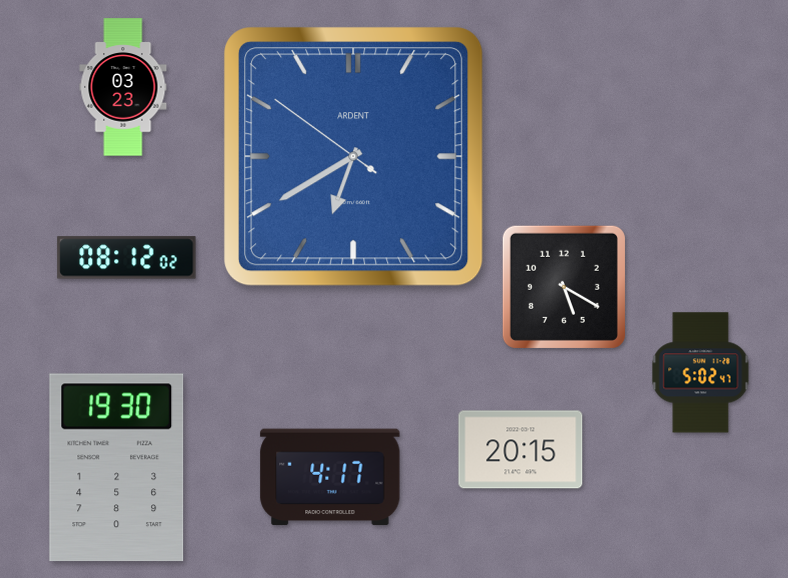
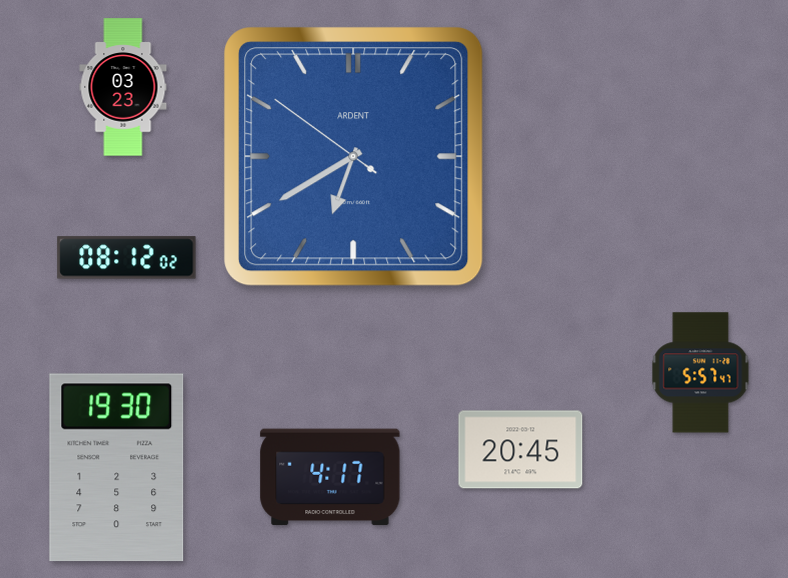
clock at (564, 287): 5:20 -> none
clock at (701, 373): 5:02 -> 5:57
clock at (521, 450): 20:15 -> 20:45
